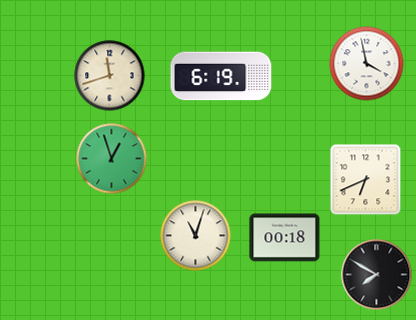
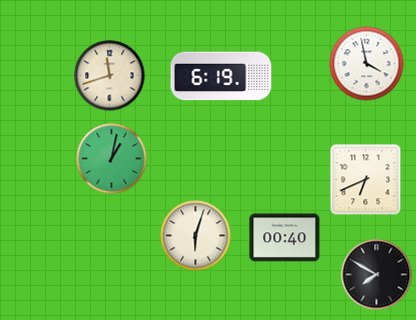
clock at (112, 159): 12:57 -> 1:02
clock at (196, 236): 11:03 -> 6:03
clock at (285, 238): 00:18 -> 00:40
